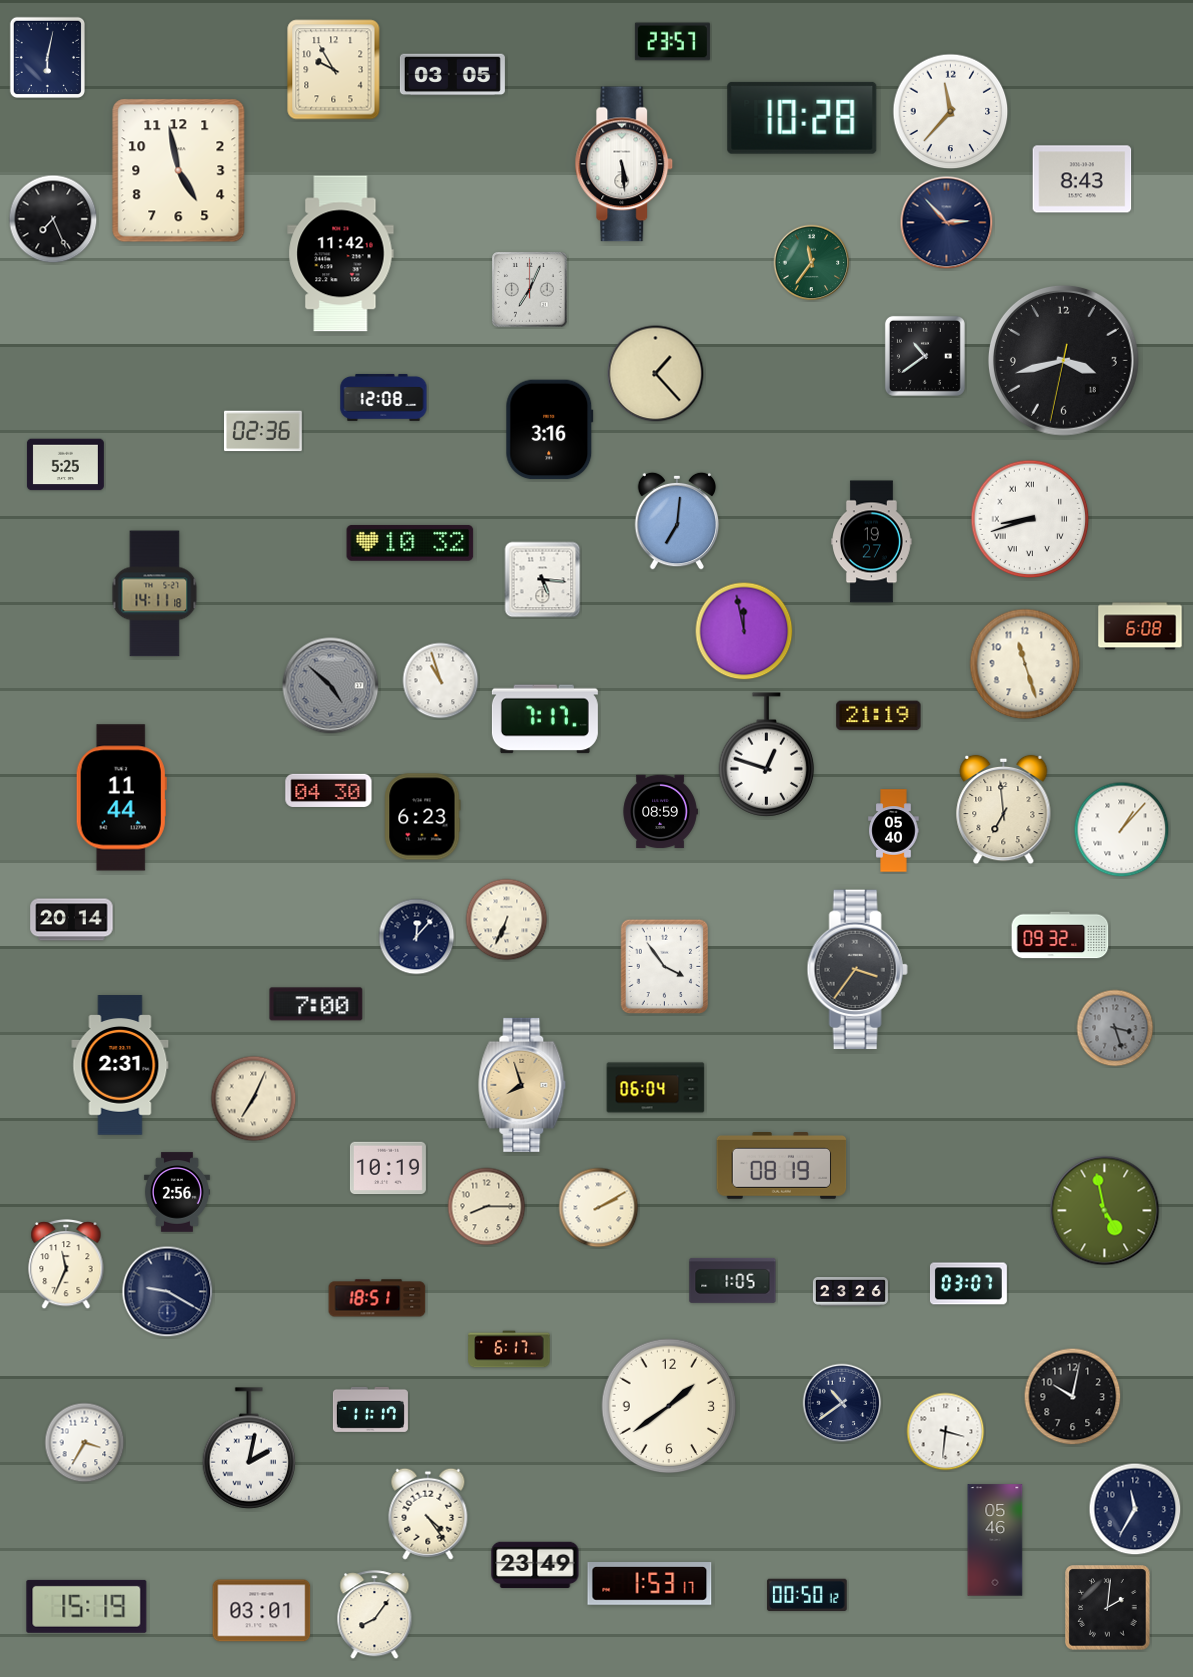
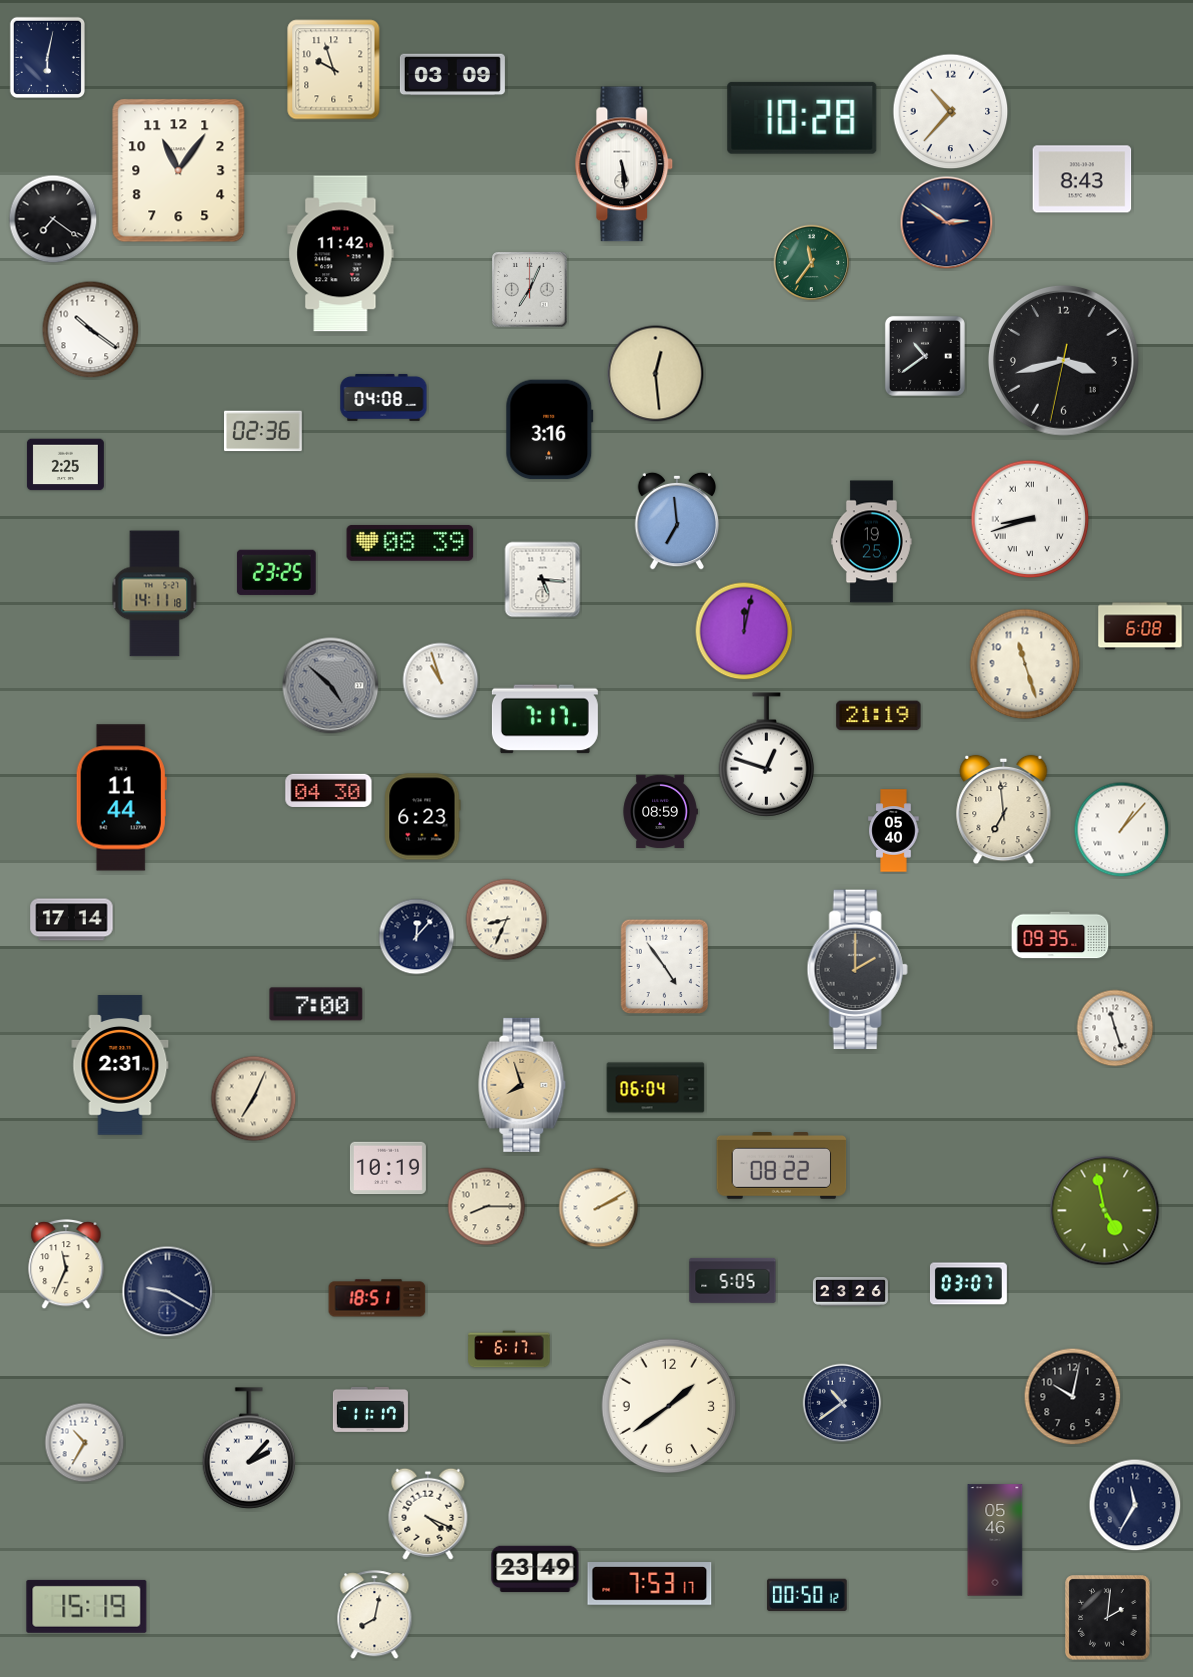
clock at (672, 42): 23:57 -> none
clock at (334, 70): 9:55 -> 9:57
clock at (452, 75): 03:05 -> 03:09
clock at (951, 112): 11:37 -> 10:37
clock at (179, 171): 4:58 -> 11:06
clock at (53, 219): 7:26 -> 7:21
clock at (947, 223): 2:53 -> 2:51
clock at (91, 330): none -> 10:21
clock at (656, 374): 1:23 -> 12:29
clock at (384, 397): 12:08 -> 04:08
clock at (65, 465): 5:25 -> 2:25
clock at (677, 521): 7:01 -> 6:59
clock at (872, 542): 19:27 -> 19:25
clock at (410, 543): 10:32 -> 08:39
clock at (276, 572): none -> 23:25
clock at (744, 631): 11:58 -> 12:02
clock at (72, 920): 20:14 -> 17:14
clock at (507, 920): 6:34 -> 8:34
clock at (1060, 935): 09:32 -> 09:35
clock at (665, 967): 3:54 -> 4:54
clock at (857, 970): 3:36 -> 2:00
clock at (1115, 1028): 3:27 -> 11:27
clock at (1115, 1028) dial: grey -> white
clock at (782, 1166): 08:19 -> 08:22
clock at (177, 1192): 2:56 -> none
clock at (733, 1280): 1:05 -> 5:05
clock at (946, 1432): 3:31 -> none
clock at (85, 1443): 3:35 -> 10:35
clock at (249, 1448): 2:02 -> 2:07
clock at (1135, 1509) position: (1135, 1509) -> (1135, 1505)
clock at (428, 1514): 4:24 -> 4:19
clock at (535, 1565) position: (535, 1565) -> (535, 1569)
clock at (650, 1584): 1:53 -> 7:53
clock at (1108, 1608) position: (1108, 1608) -> (1108, 1618)
clock at (262, 1611): 03:01 -> none
clock at (375, 1615): 8:06 -> 8:02
